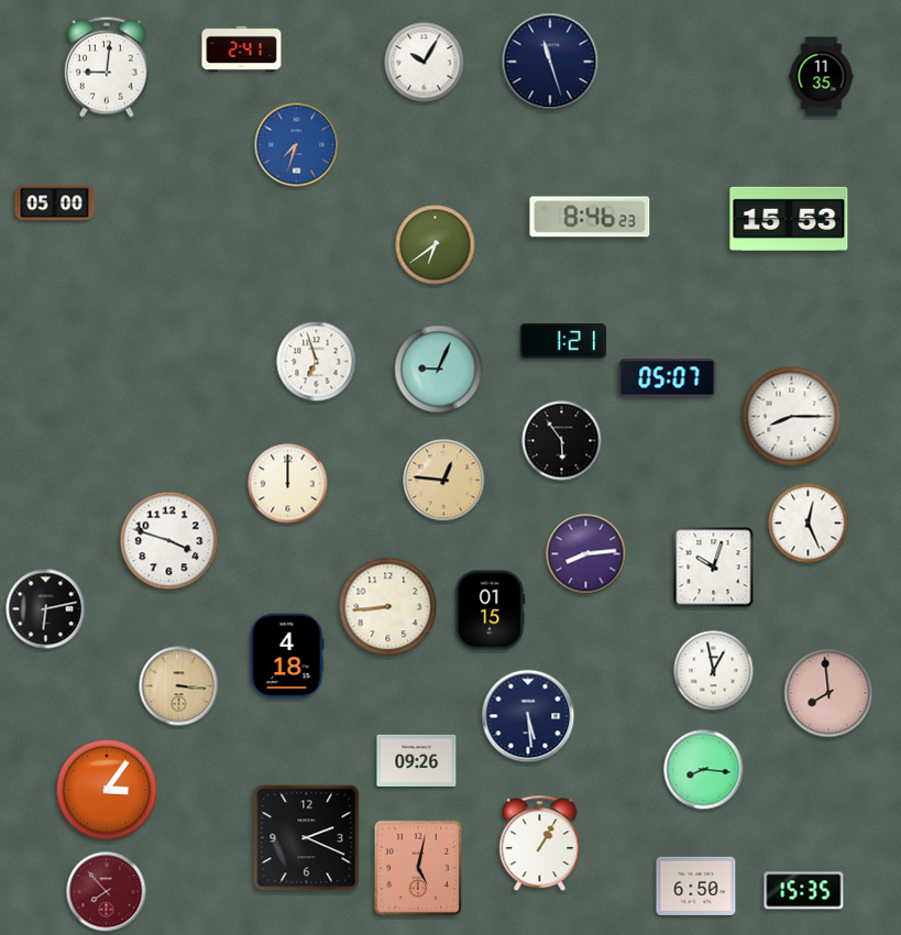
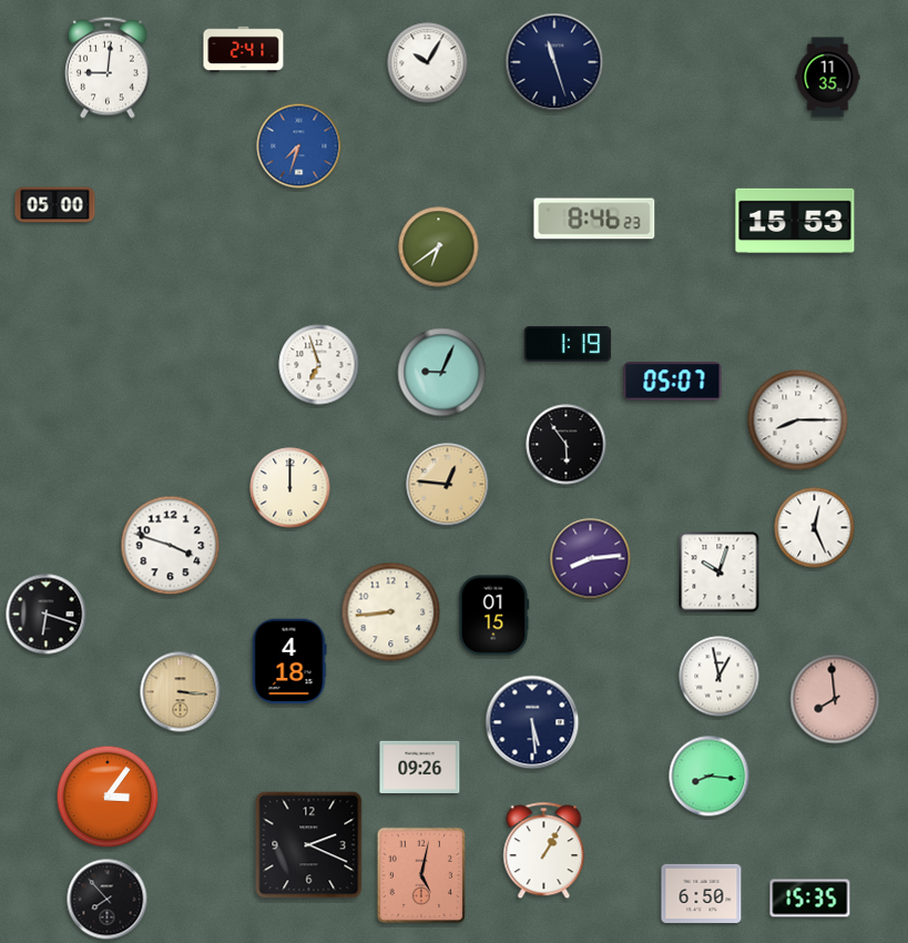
clock at (562, 342): 1:21 -> 1:19
clock at (46, 609): 6:13 -> 6:18
clock at (107, 892) dial: burgundy -> black
